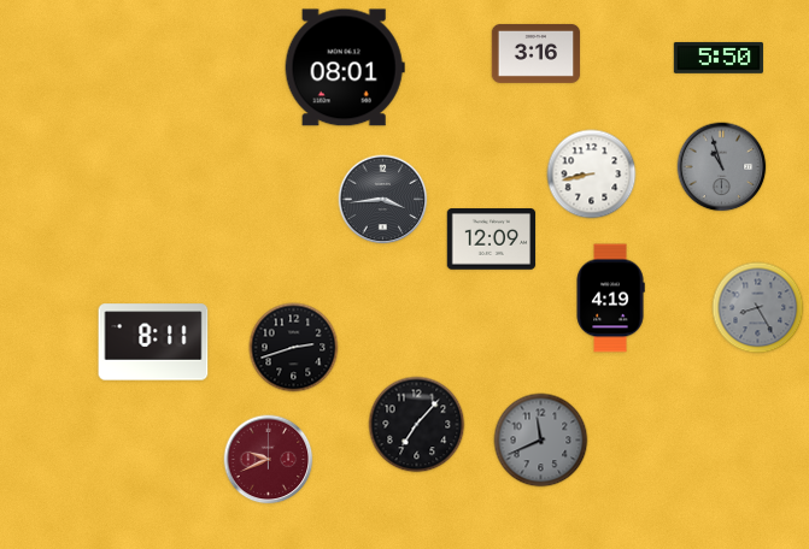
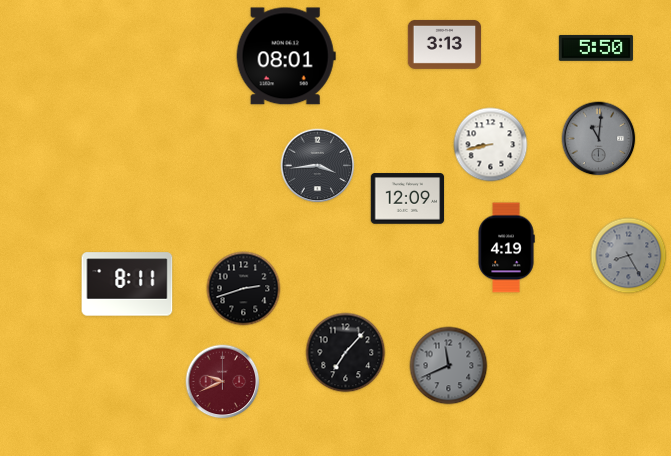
clock at (537, 53): 3:16 -> 3:13
clock at (722, 167): 10:57 -> 11:01
